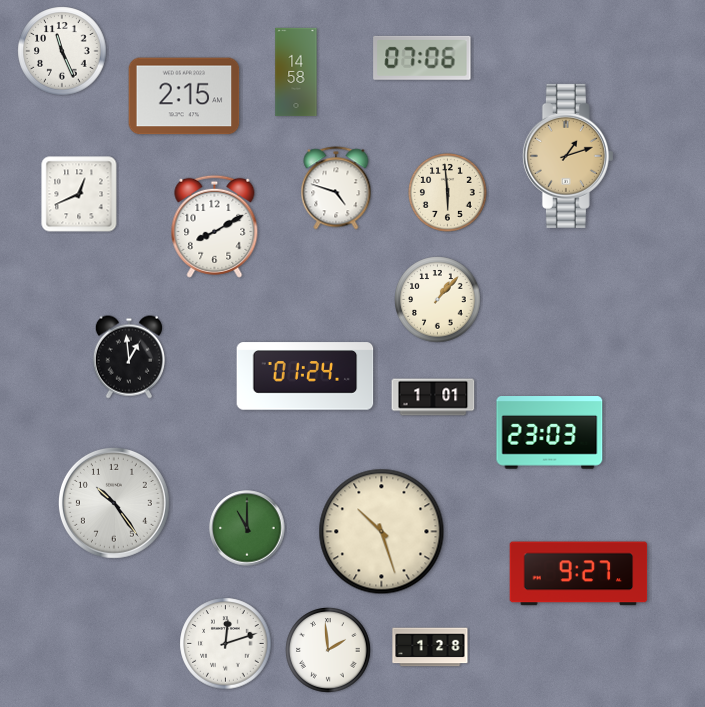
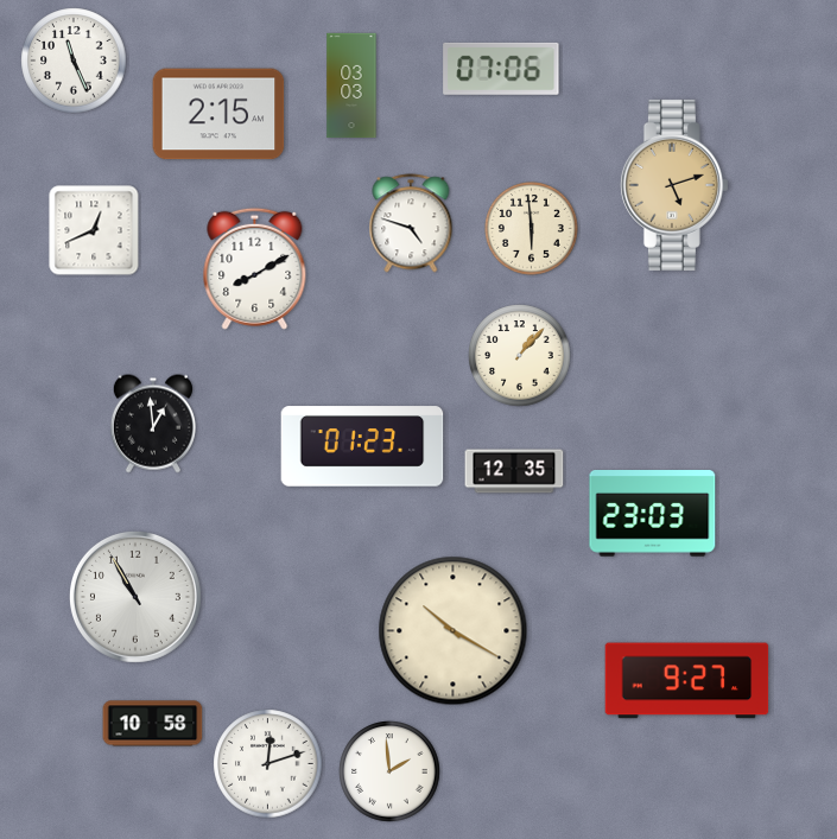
clock at (296, 72): 14:58 -> 03:03
clock at (568, 156): 1:12 -> 5:12
clock at (336, 188) position: (336, 188) -> (411, 223)
clock at (305, 376): 01:24 -> 01:23
clock at (433, 397): 1:01 -> 12:35
clock at (114, 503): 10:24 -> 10:55
clock at (247, 528): 11:00 -> none
clock at (382, 532): 10:27 -> 10:20
clock at (153, 724): none -> 10:58
clock at (430, 647): 1:28 -> none
